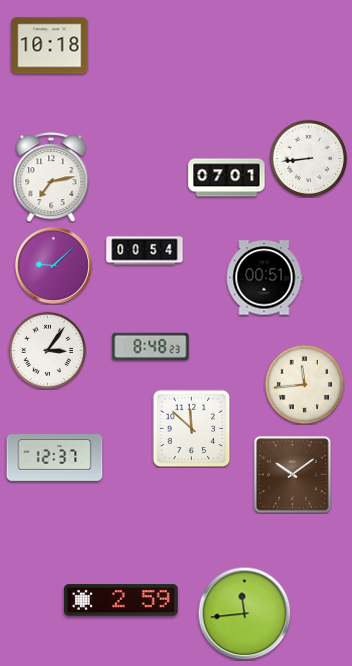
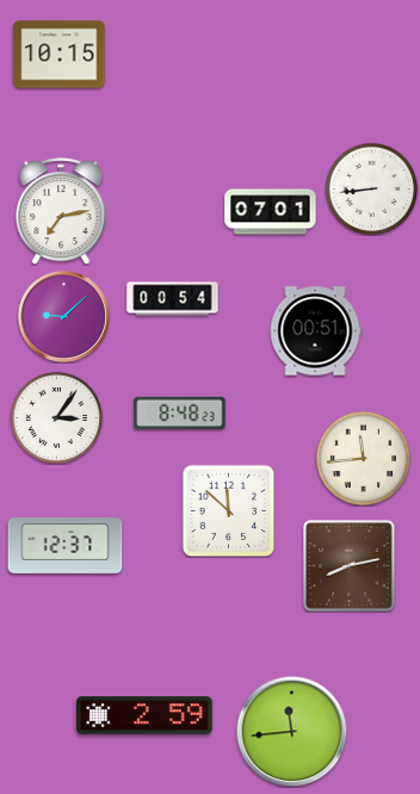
clock at (50, 46): 10:18 -> 10:15
clock at (308, 158) position: (308, 158) -> (371, 188)
clock at (293, 475): 10:09 -> 8:13
